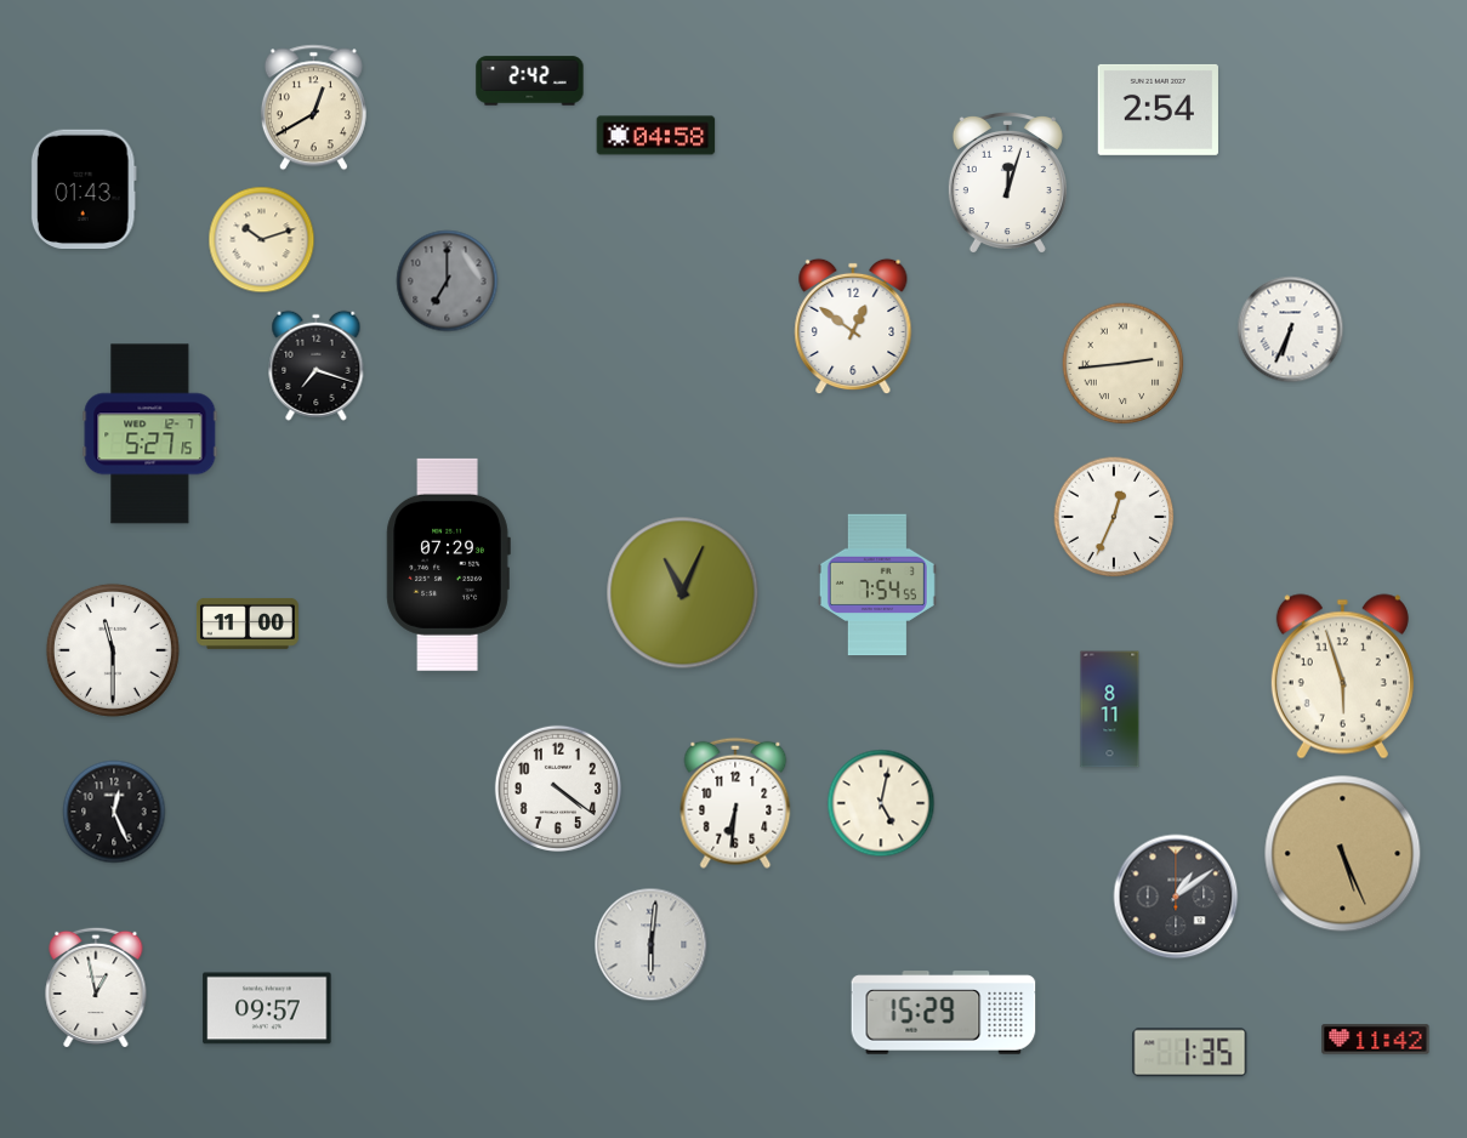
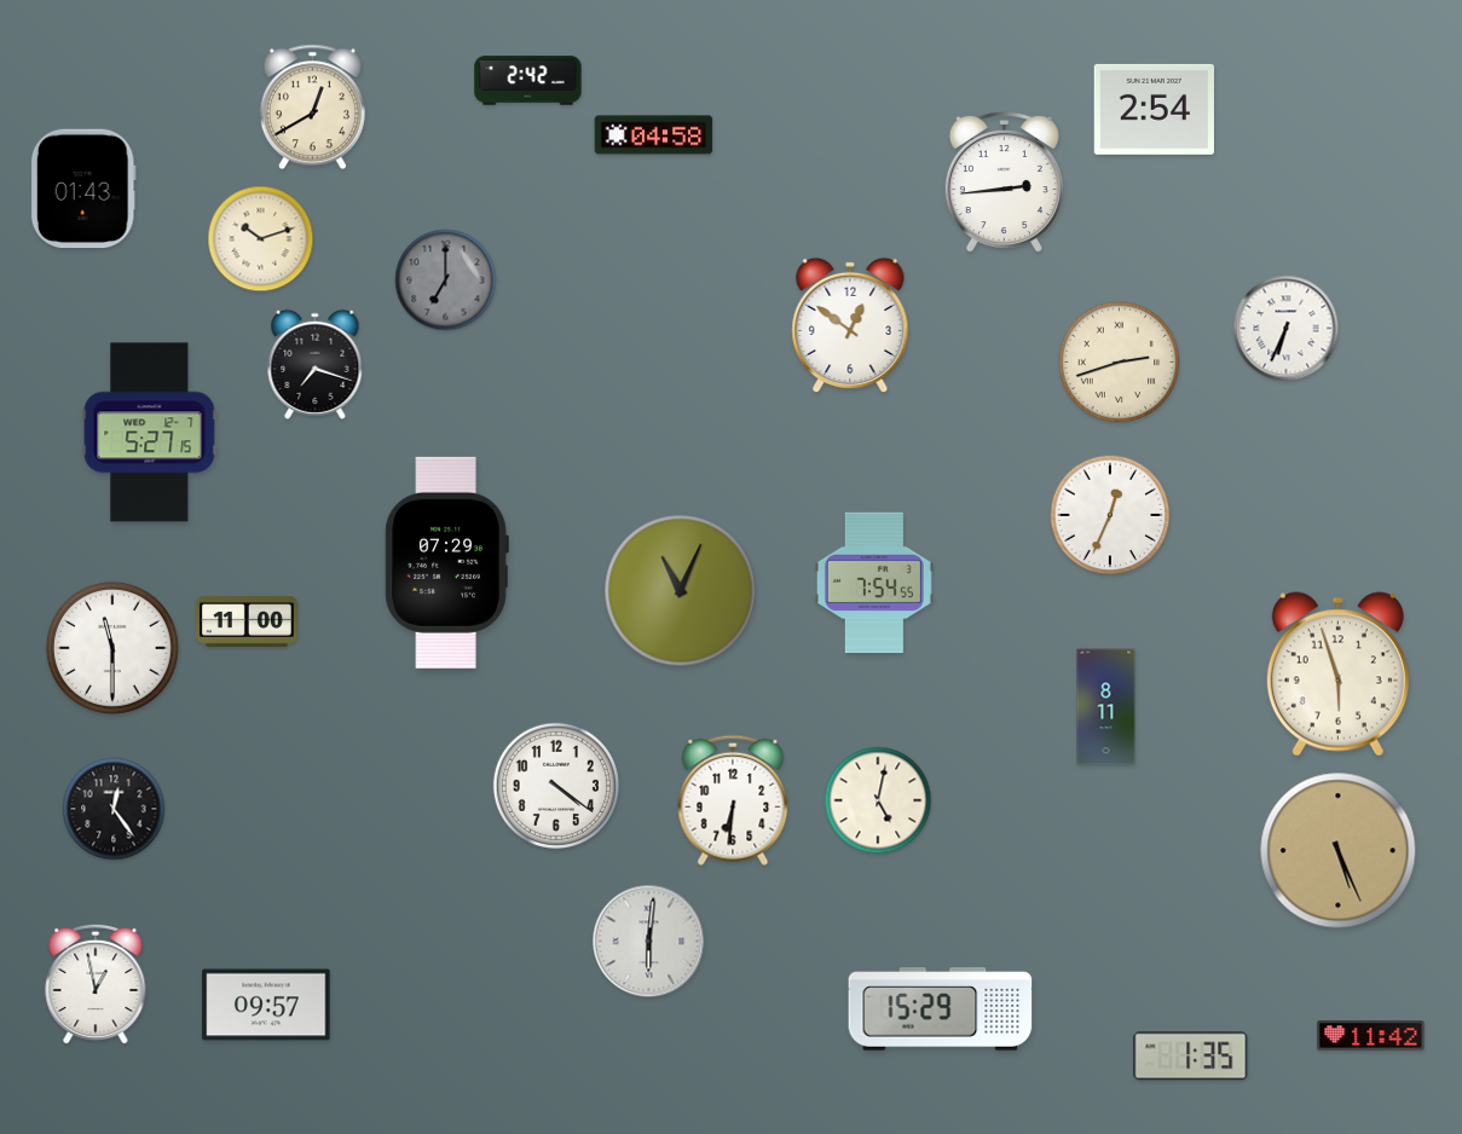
clock at (1007, 182): 12:03 -> 2:44
clock at (1124, 364): 2:44 -> 2:42
clock at (114, 812): 12:26 -> 12:24
clock at (1176, 897): 1:09 -> none
clock at (1190, 1053) position: (1190, 1053) -> (1191, 1057)
